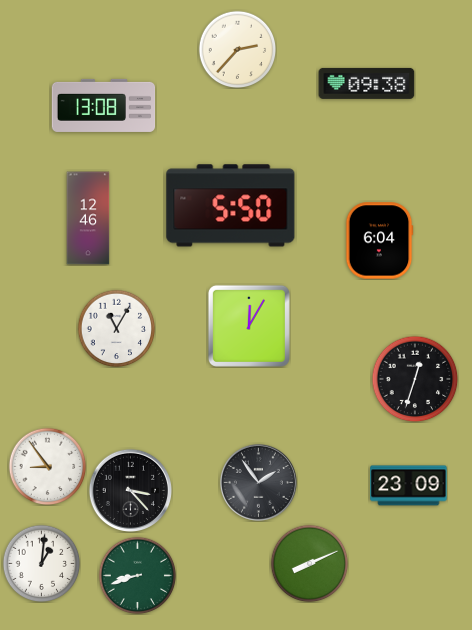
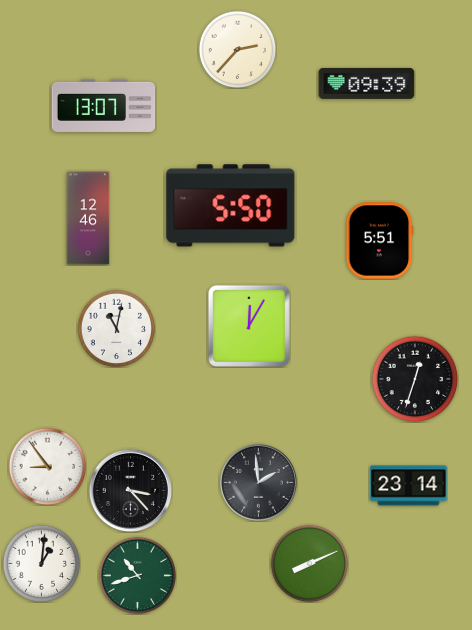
clock at (367, 83): 09:38 -> 09:39
clock at (104, 105): 13:08 -> 13:07
clock at (379, 241): 6:04 -> 5:51
clock at (116, 328): 11:05 -> 11:02
clock at (258, 482): 1:54 -> 1:59
clock at (409, 486): 23:09 -> 23:14
clock at (137, 575): 8:42 -> 10:42
